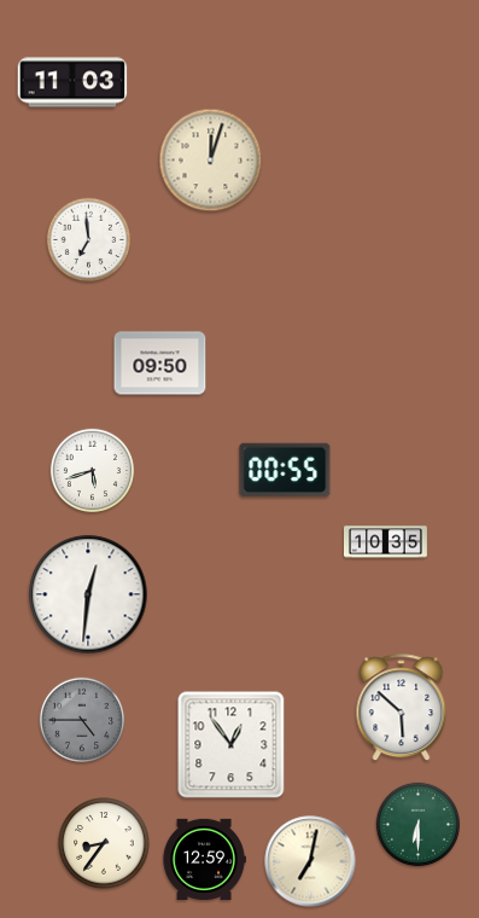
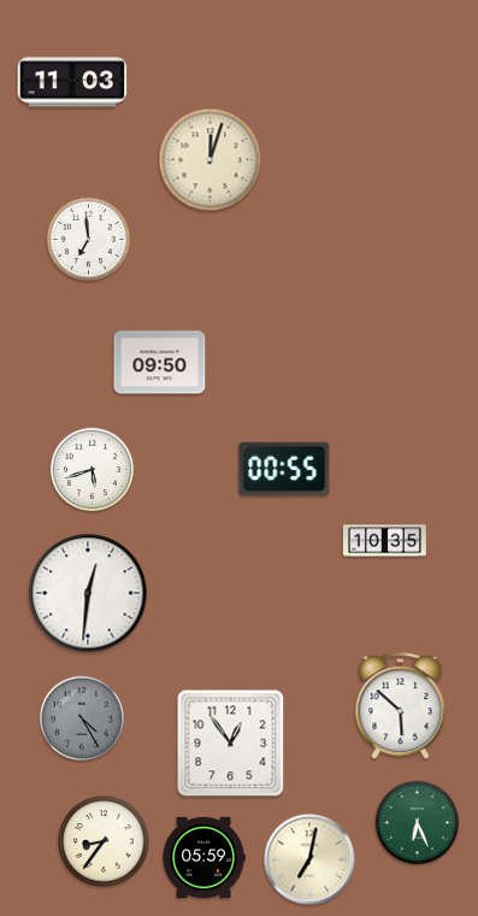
clock at (82, 720): 4:45 -> 4:25
clock at (419, 825): 6:30 -> 6:26
clock at (204, 859): 12:59 -> 05:59
